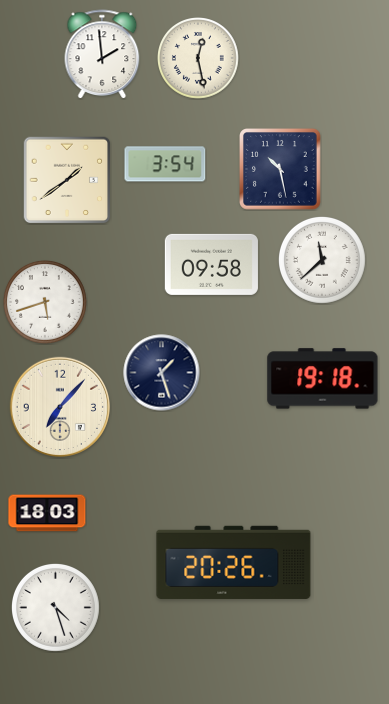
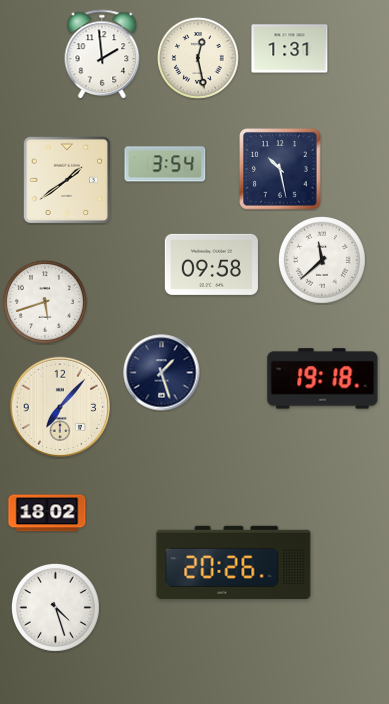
clock at (290, 49): none -> 1:31
clock at (47, 513): 18:03 -> 18:02
